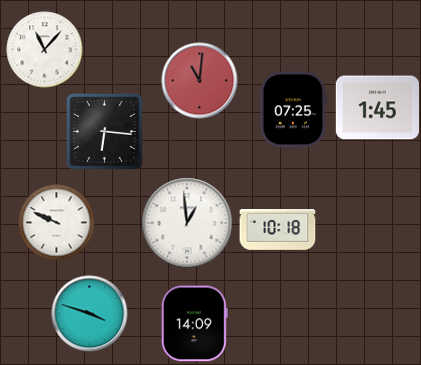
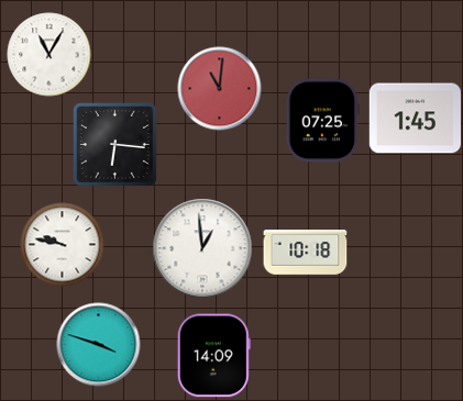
clock at (45, 50): 11:07 -> 11:05
clock at (57, 223): 9:49 -> 9:47
clock at (187, 223) position: (187, 223) -> (202, 248)
